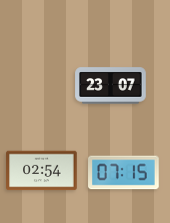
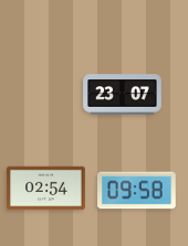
clock at (124, 173): 07:15 -> 09:58
